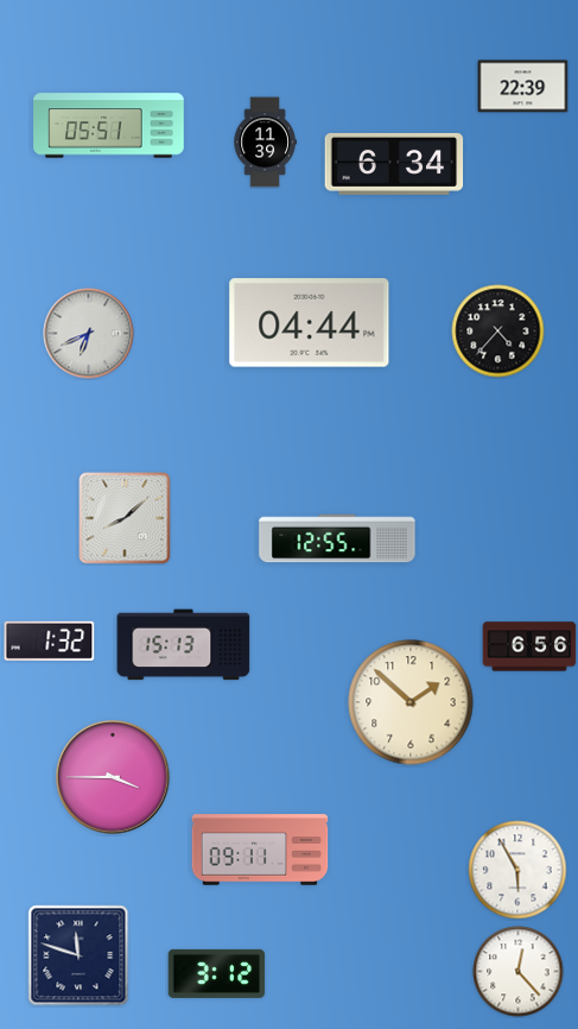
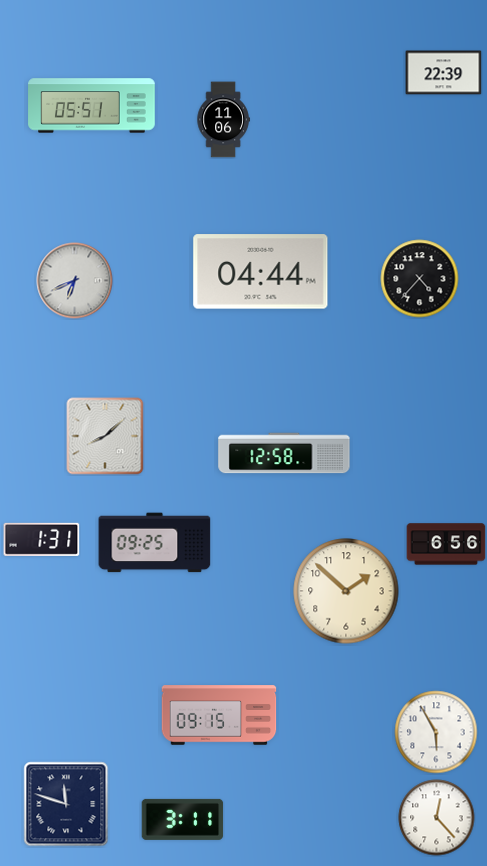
clock at (523, 87) position: (523, 87) -> (444, 73)
clock at (265, 143): 11:39 -> 11:06
clock at (394, 164): 6:34 -> none
clock at (337, 538): 12:55 -> 12:58
clock at (50, 640): 1:32 -> 1:31
clock at (184, 645): 15:13 -> 09:25
clock at (113, 777): 3:45 -> none
clock at (260, 850): 09:11 -> 09:15
clock at (217, 973): 3:12 -> 3:11
